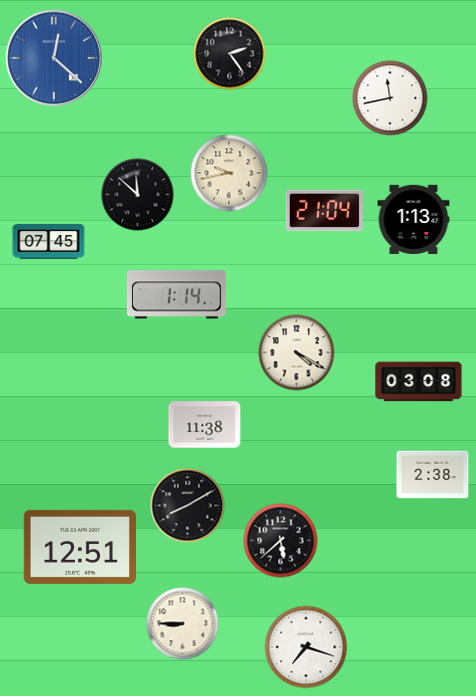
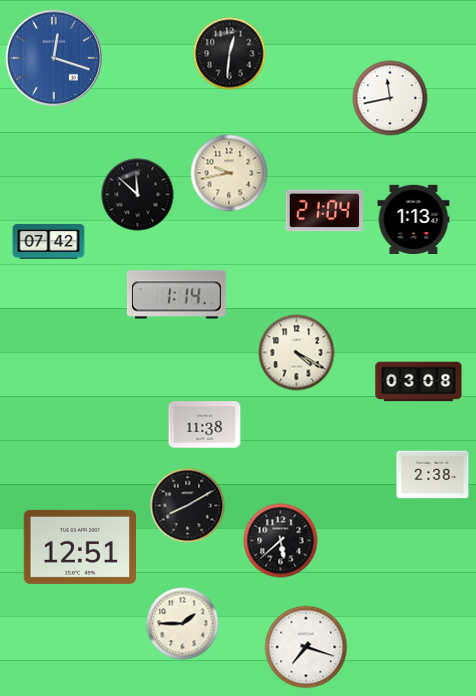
clock at (230, 54): 2:24 -> 12:31
clock at (53, 57): 12:22 -> 12:18
clock at (49, 241): 07:45 -> 07:42
clock at (183, 624): 8:45 -> 1:45
